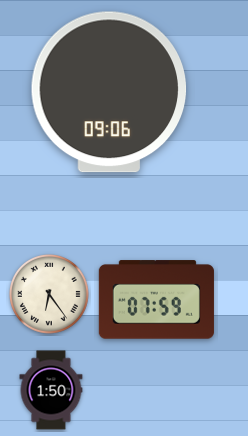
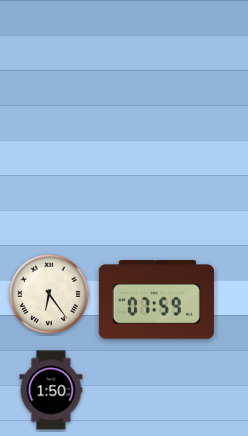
clock at (109, 92): 09:06 -> none
